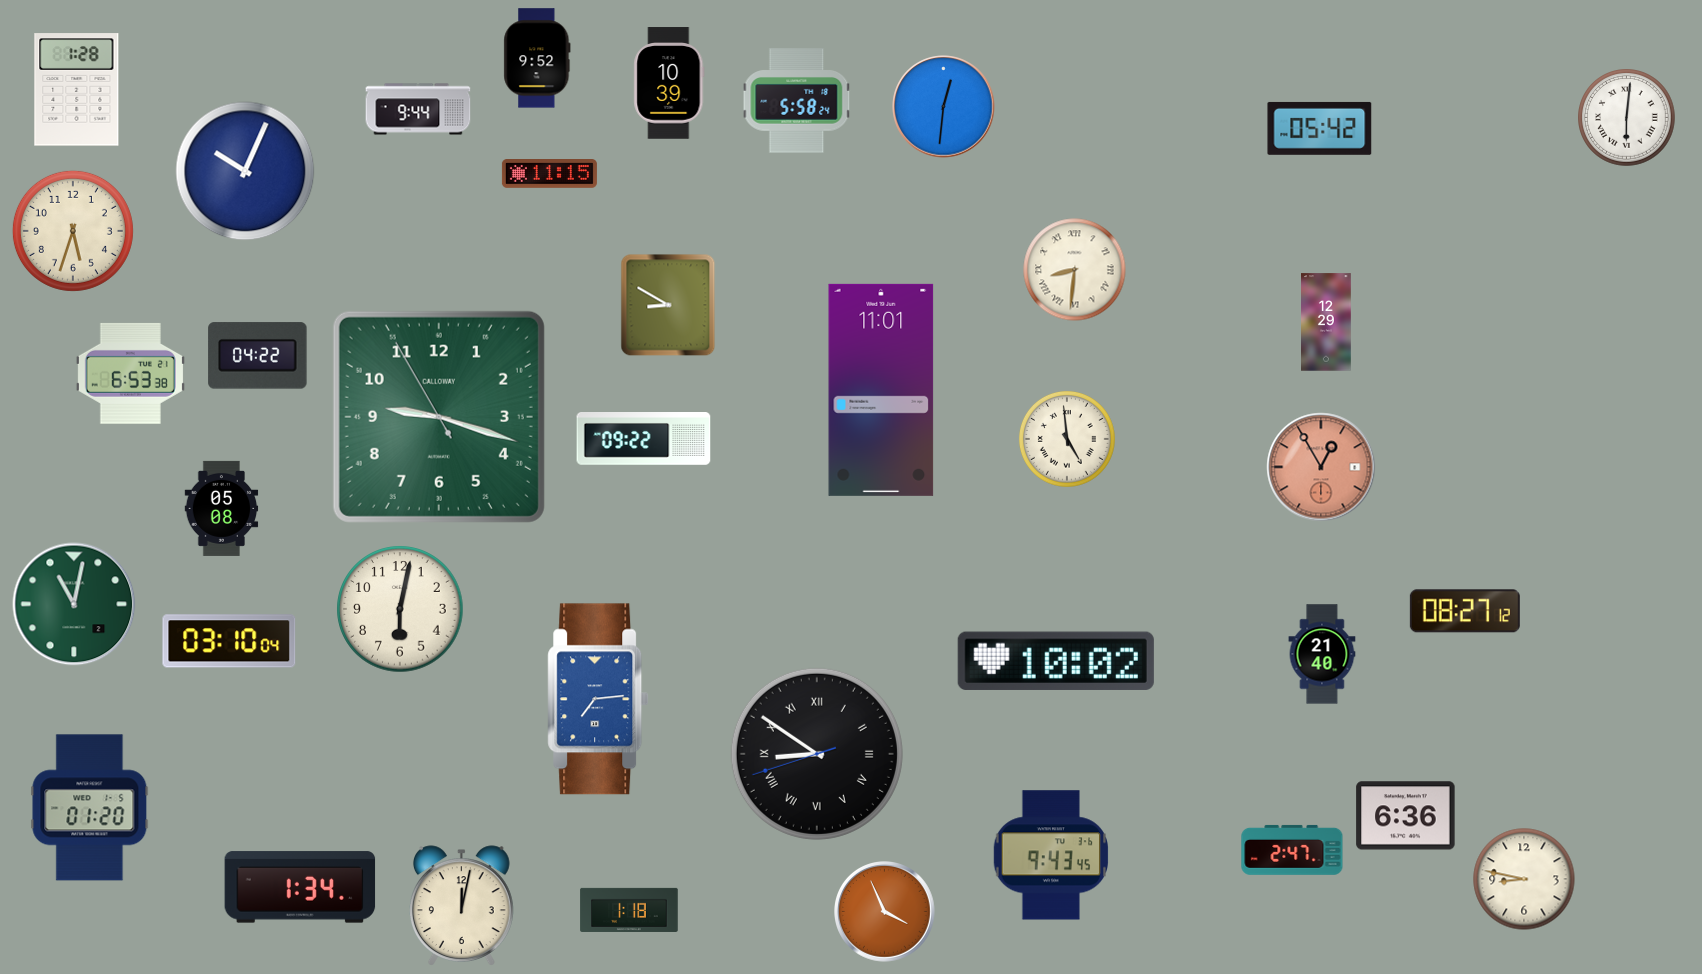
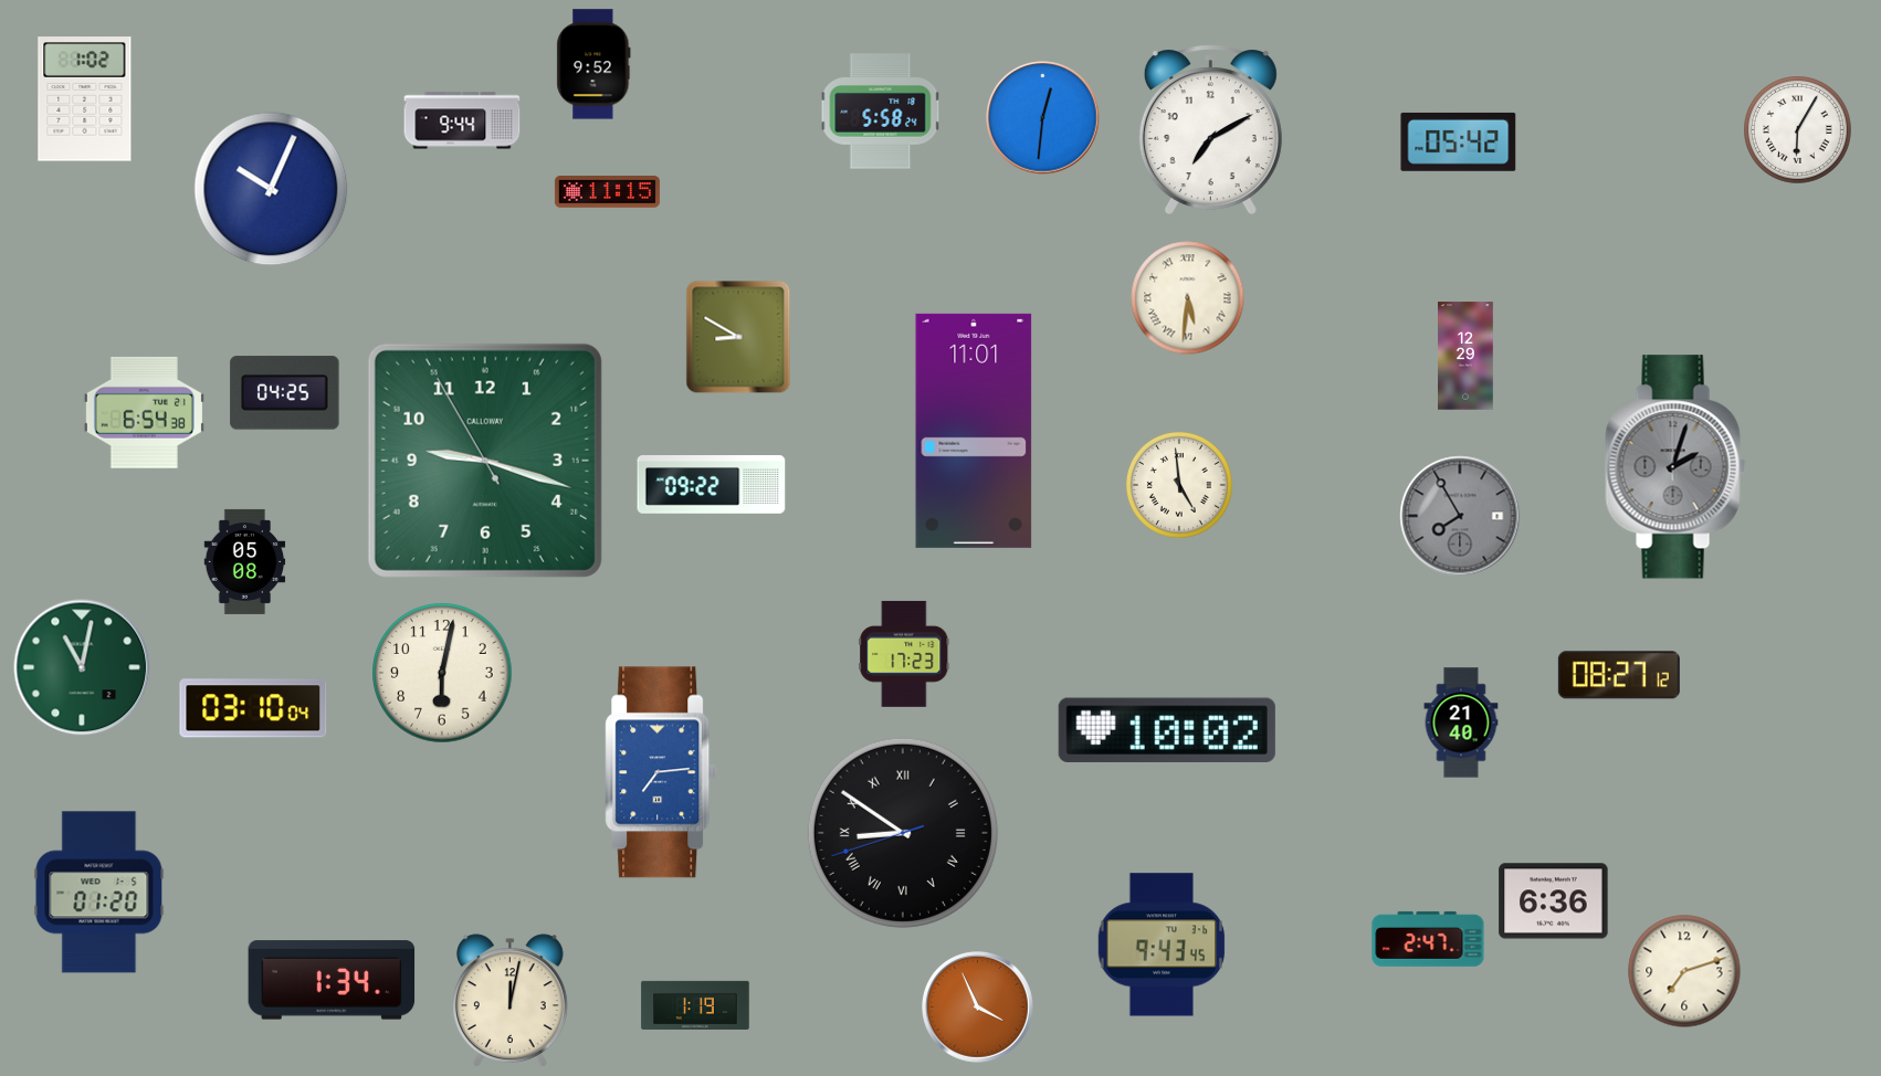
clock at (669, 83): 10:39 -> none
clock at (77, 90): 1:28 -> 1:02
clock at (1210, 129): none -> 7:10
clock at (1627, 118): 6:01 -> 6:05
clock at (73, 231): 5:33 -> none
clock at (1075, 270): 8:31 -> 5:31
clock at (258, 356): 04:22 -> 04:25
clock at (130, 373): 6:53 -> 6:54
clock at (1677, 467): none -> 2:03
clock at (1321, 467): 12:55 -> 7:55
clock at (1321, 467) dial: salmon -> grey
clock at (904, 654): none -> 17:23
clock at (1524, 879): 8:47 -> 7:12
clock at (629, 910): 1:18 -> 1:19
